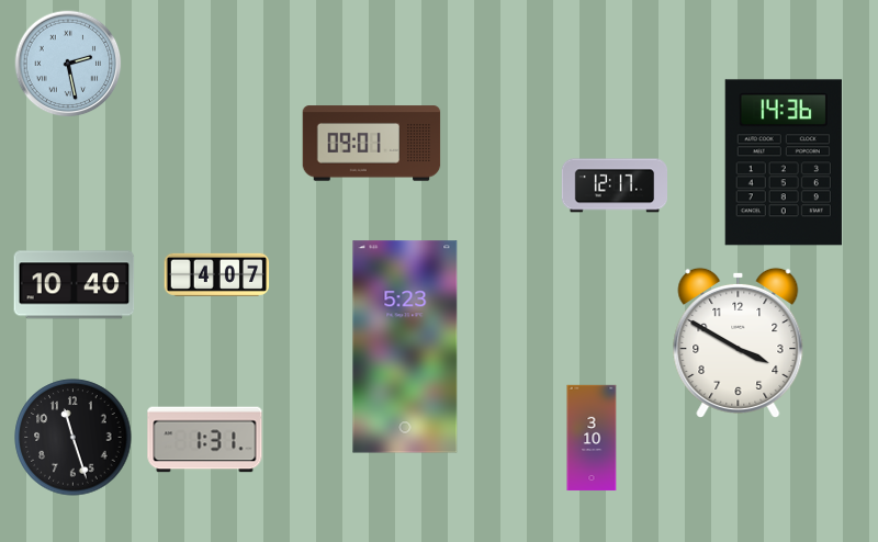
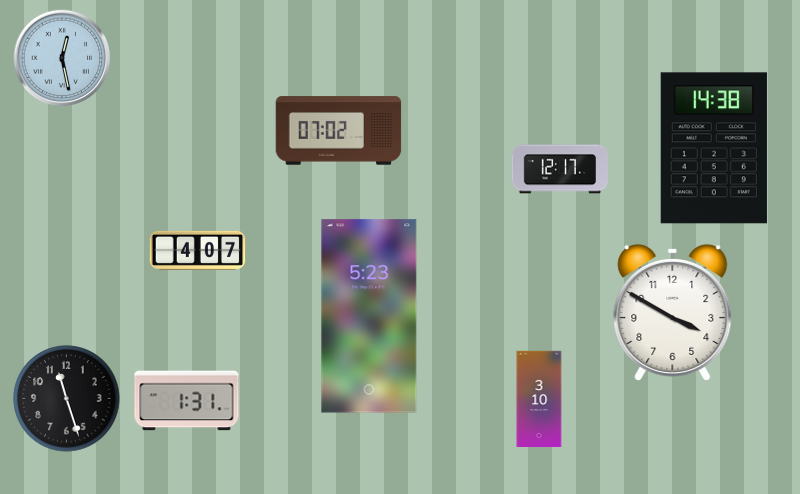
clock at (68, 64): 2:28 -> 12:28
clock at (372, 144): 09:01 -> 07:02
clock at (784, 162): 14:36 -> 14:38
clock at (75, 285): 10:40 -> none
